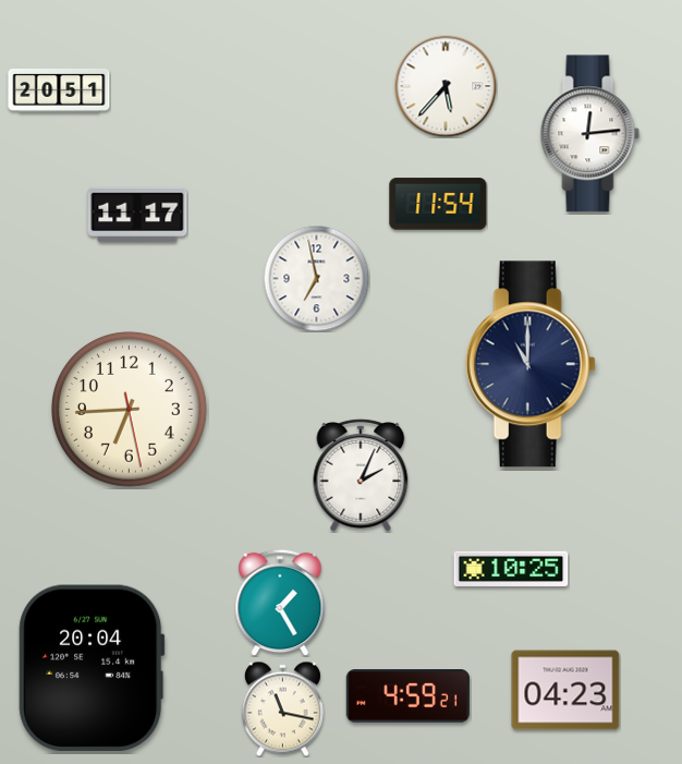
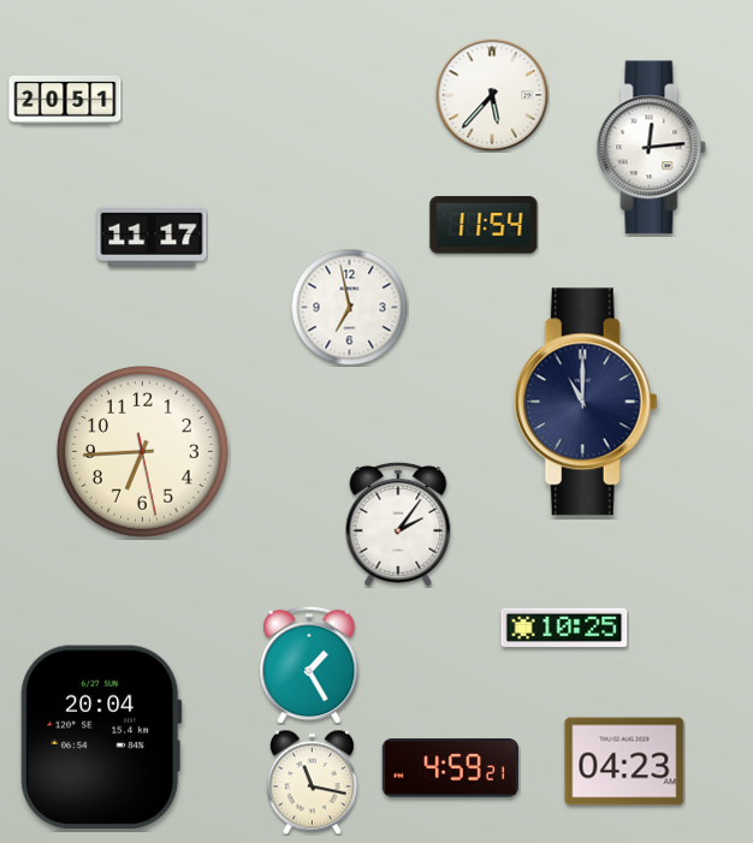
clock at (361, 475): 2:04 -> 2:06
